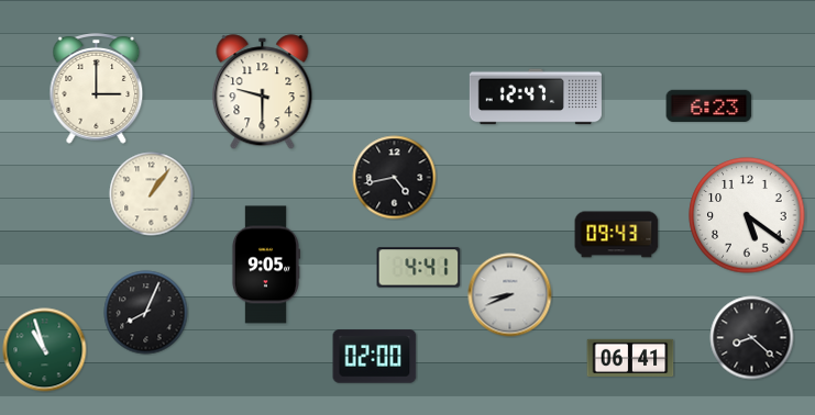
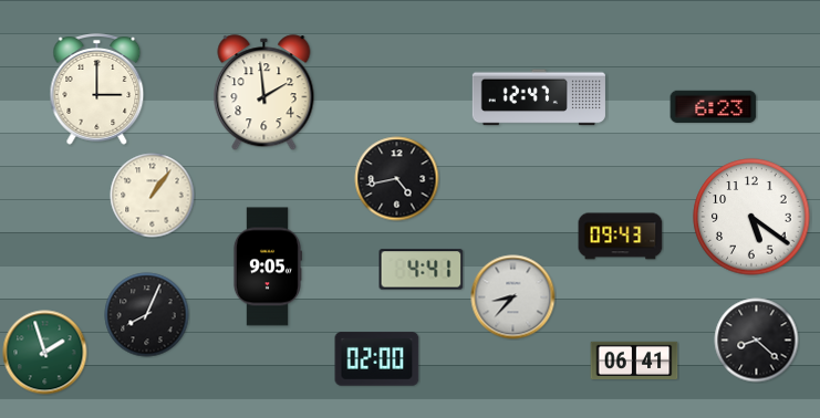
clock at (263, 92): 9:30 -> 1:59
clock at (510, 295): 8:41 -> 8:37
clock at (45, 350): 10:57 -> 1:57
